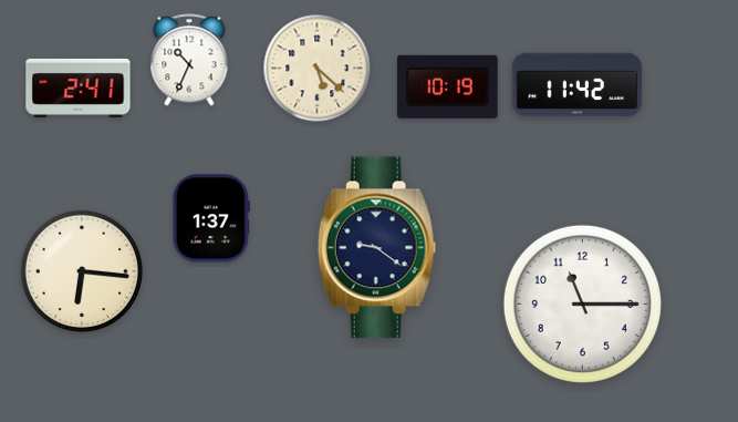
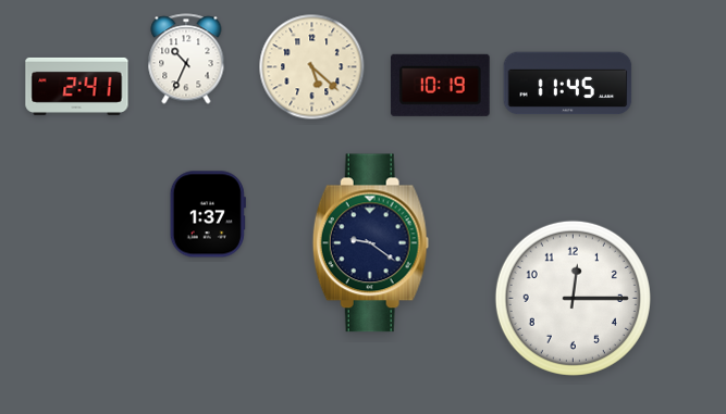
clock at (578, 85): 11:42 -> 11:45
clock at (81, 270): 6:16 -> none
clock at (582, 303): 11:15 -> 12:15
